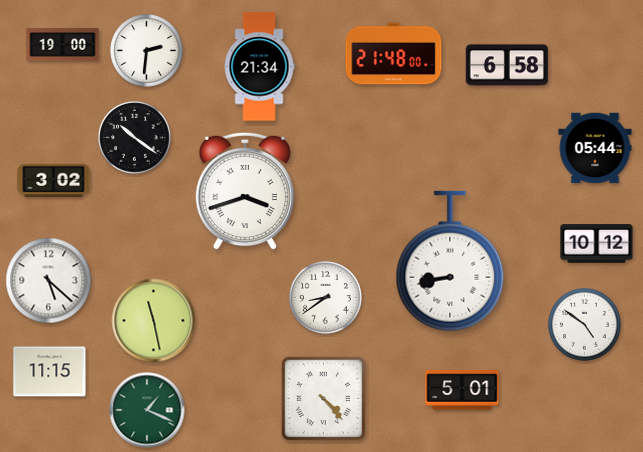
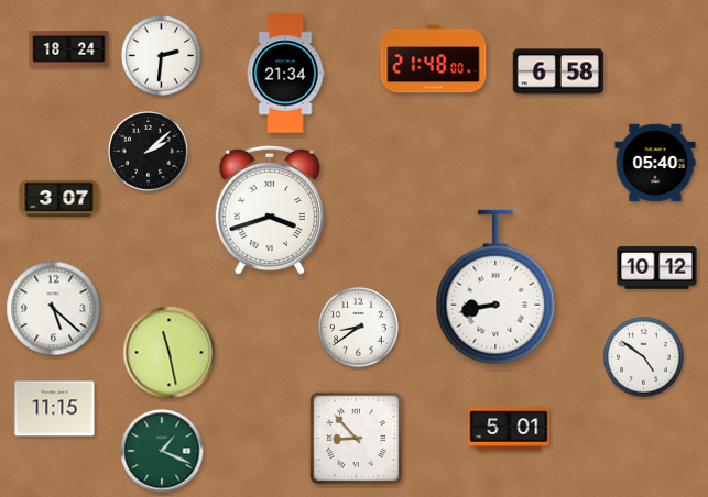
clock at (63, 45): 19:00 -> 18:24
clock at (135, 138): 10:21 -> 2:08
clock at (595, 148): 05:44 -> 05:40
clock at (54, 181): 3:02 -> 3:07
clock at (324, 399): 4:23 -> 8:53
